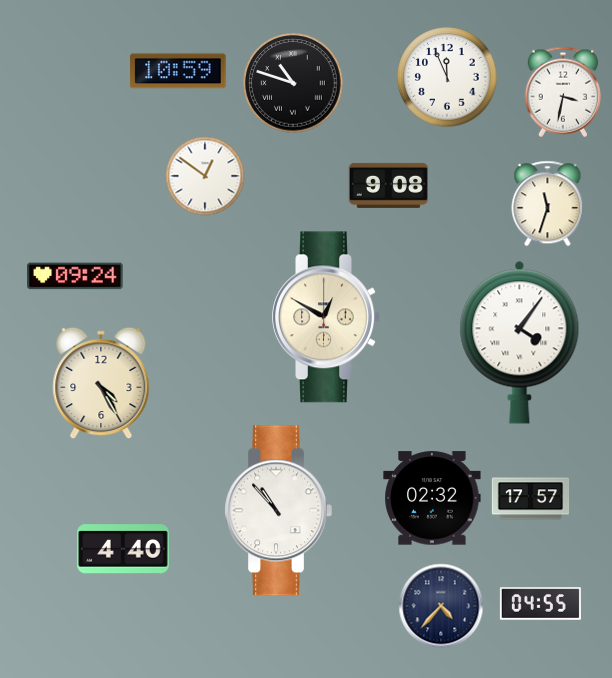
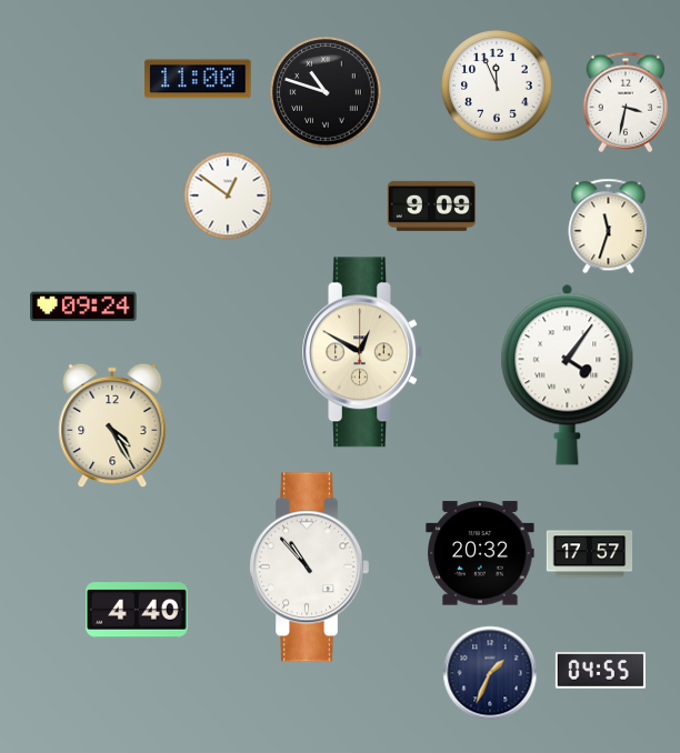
clock at (178, 71): 10:59 -> 11:00
clock at (388, 185): 9:08 -> 9:09
clock at (520, 342) position: (520, 342) -> (568, 374)
clock at (432, 498): 02:32 -> 20:32
clock at (441, 606): 4:37 -> 1:34
